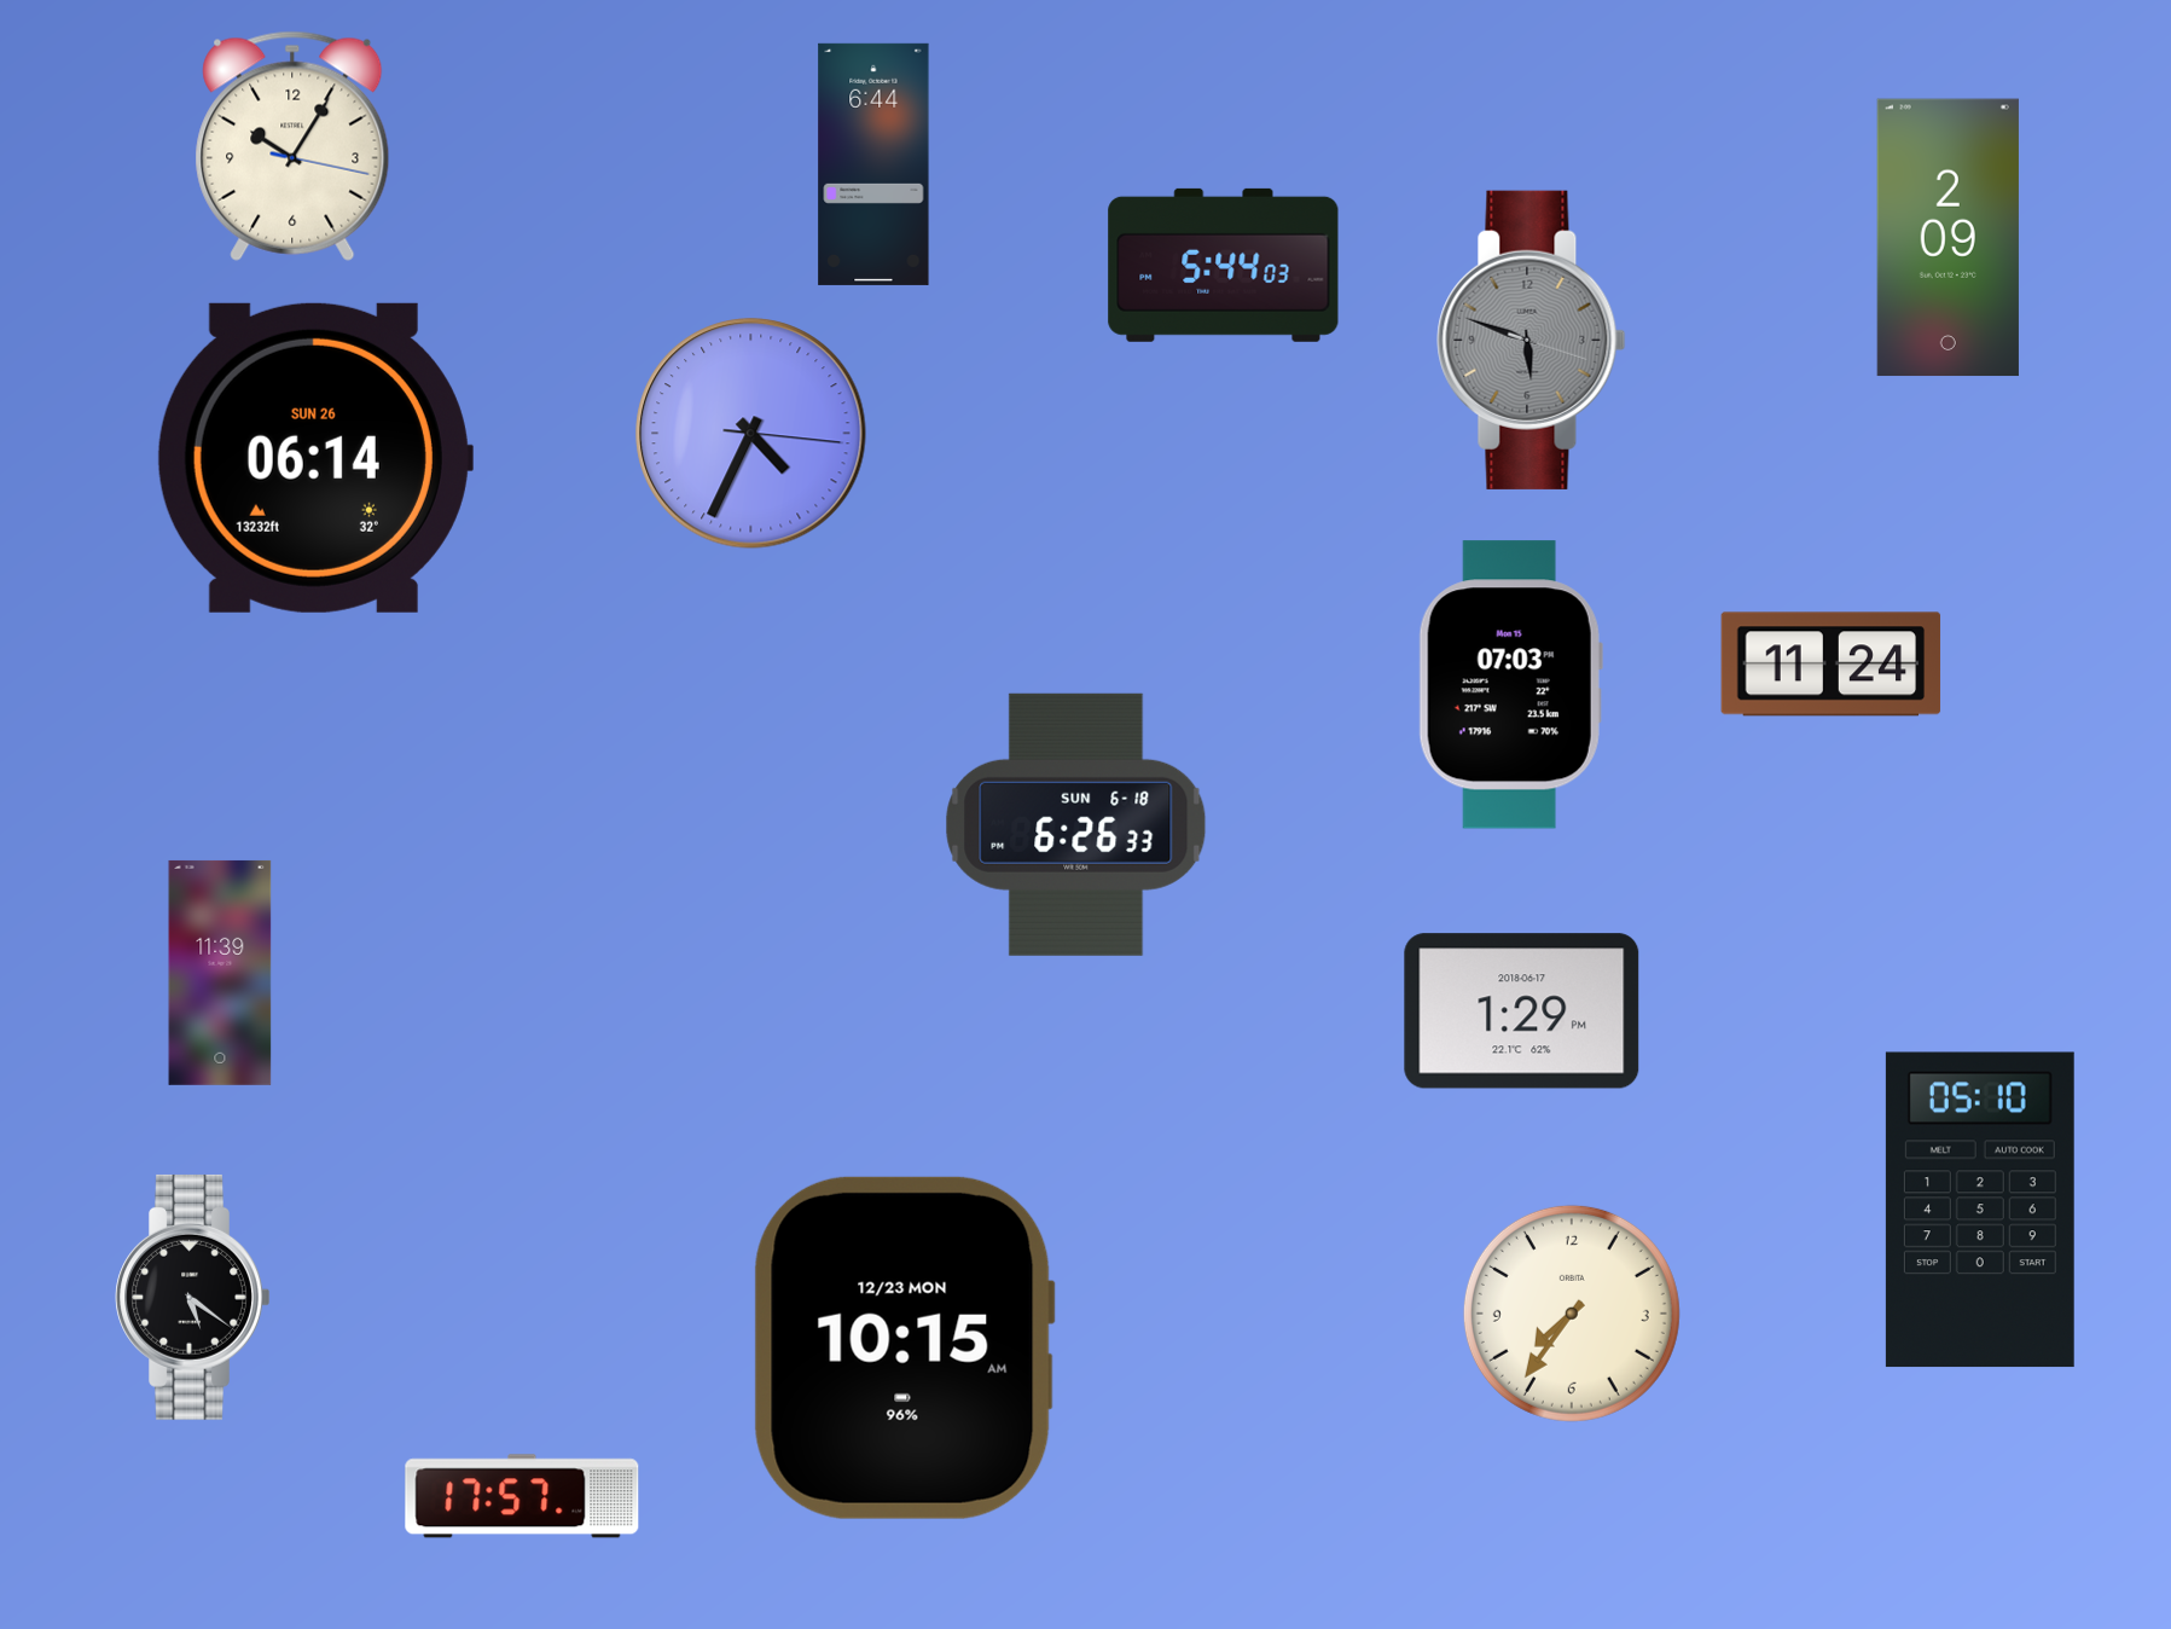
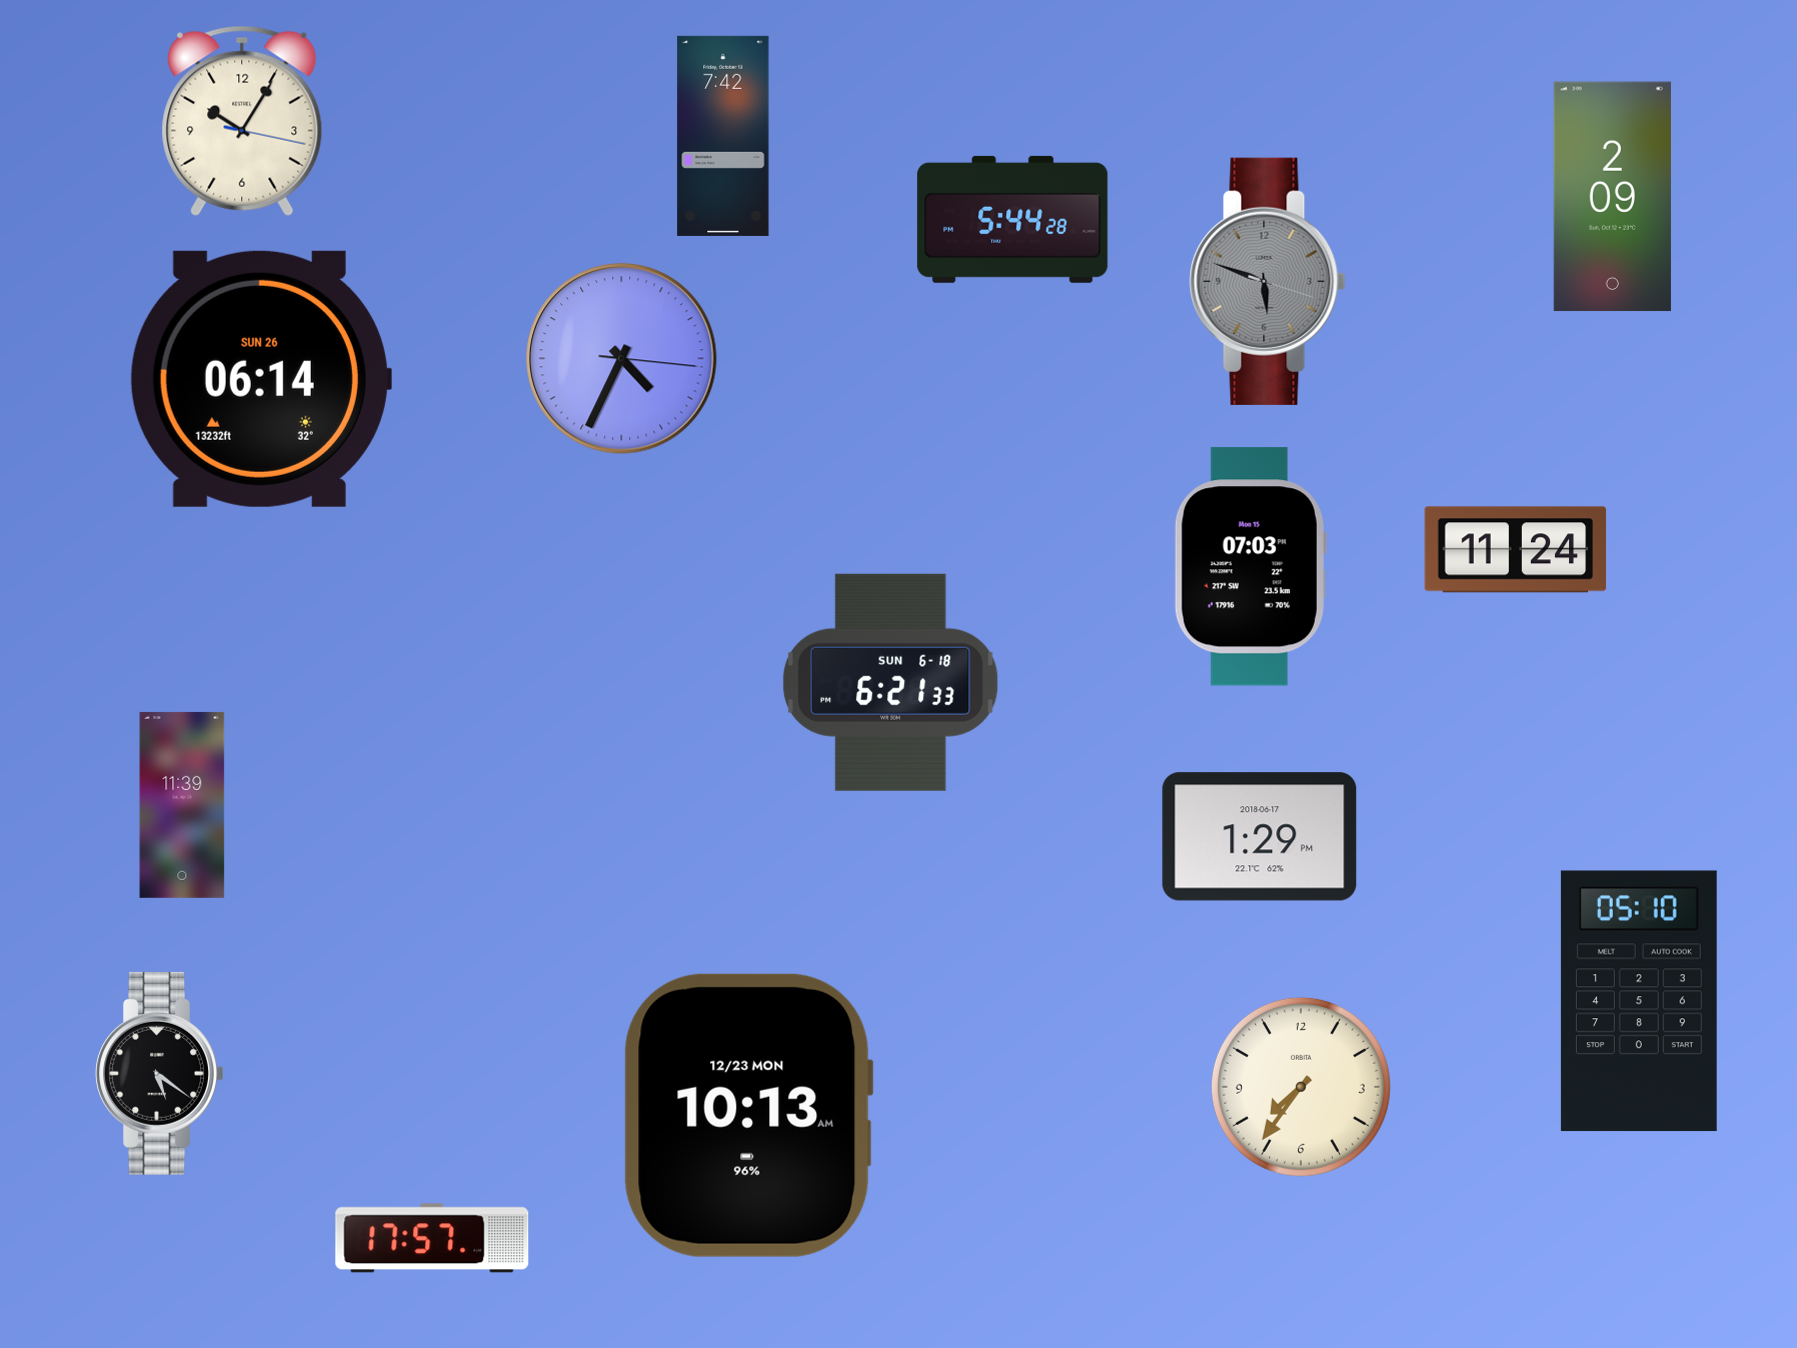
clock at (873, 164): 6:44 -> 7:42
clock at (1224, 265): 5:44:03 -> 5:44:28
clock at (1076, 824): 6:26 -> 6:21
clock at (904, 1347): 10:15 -> 10:13
